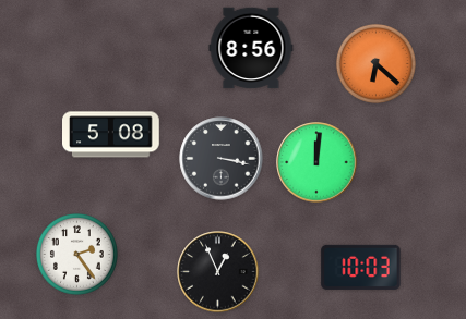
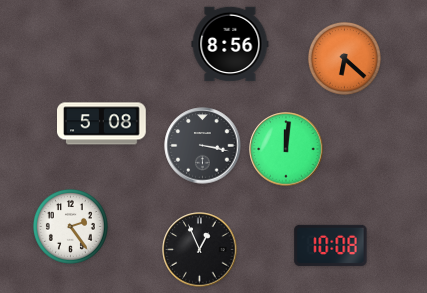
clock at (316, 162) position: (316, 162) -> (286, 149)
clock at (76, 254) position: (76, 254) -> (70, 226)
clock at (361, 267): 10:03 -> 10:08
